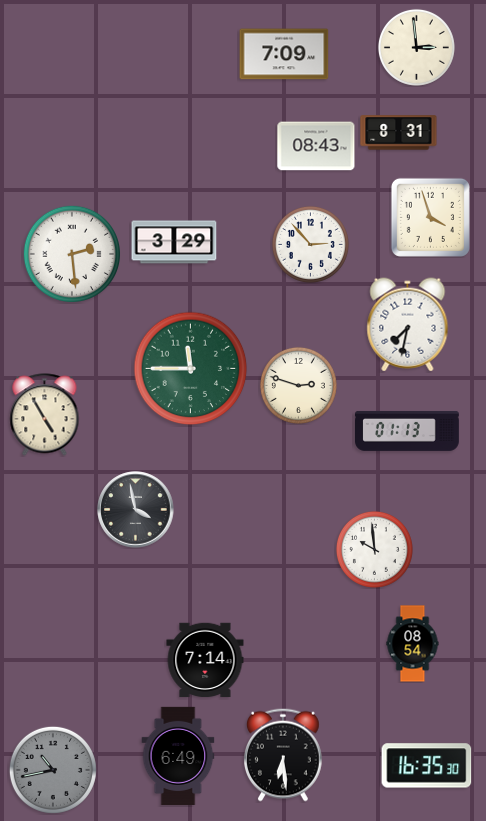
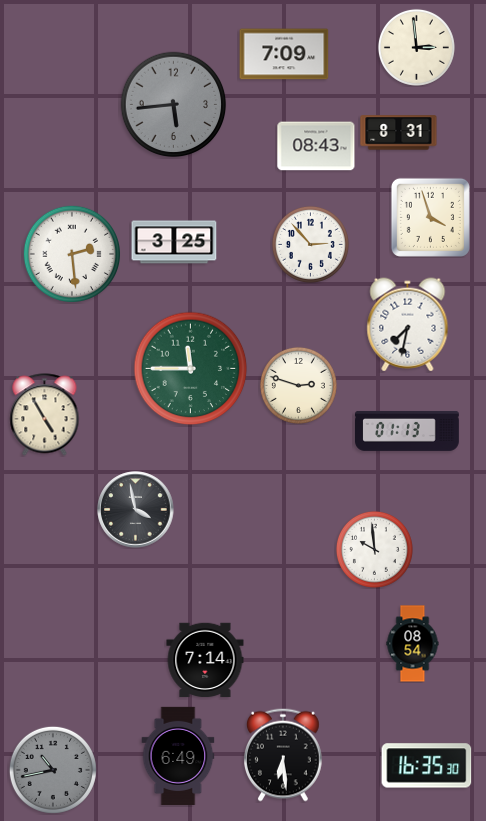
clock at (174, 105): none -> 5:44
clock at (174, 242): 3:29 -> 3:25
